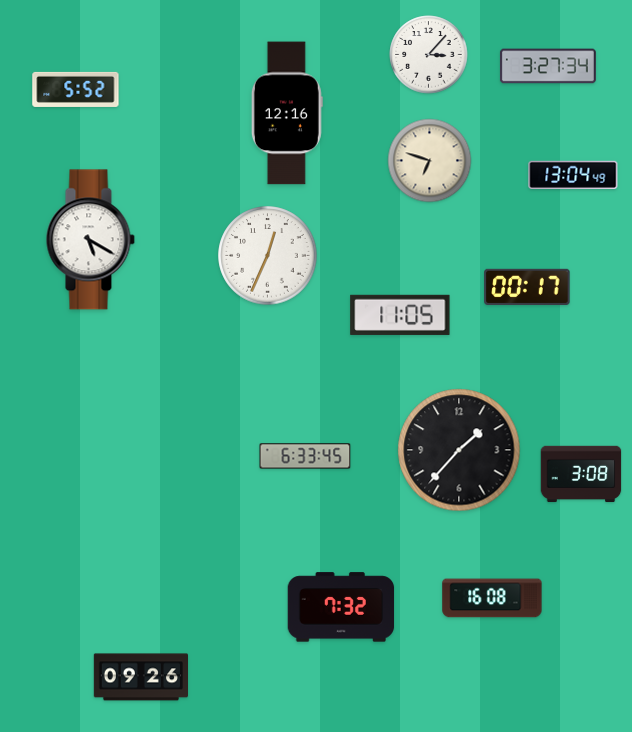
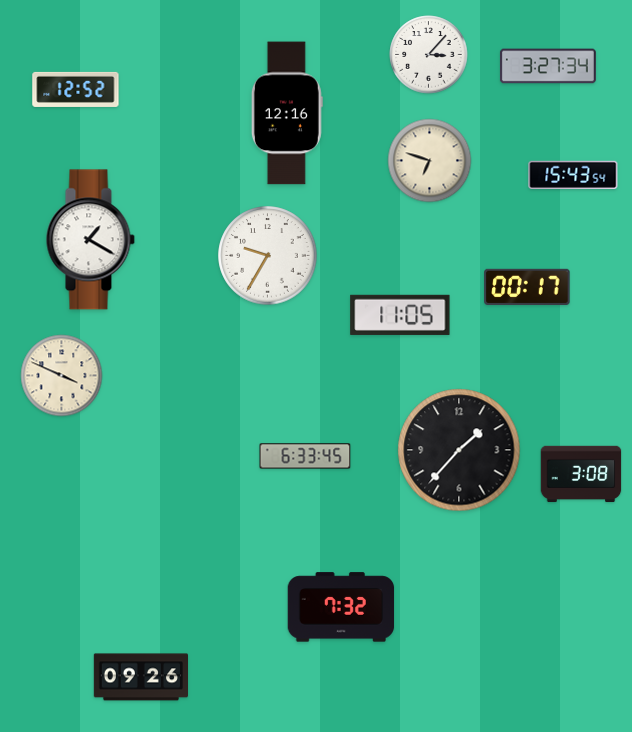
clock at (76, 89): 5:52 -> 12:52
clock at (573, 174): 13:04 -> 15:43
clock at (90, 240): 5:20 -> 1:20
clock at (268, 256): 12:34 -> 9:35
clock at (62, 376): none -> 3:49
clock at (492, 598): 16:08 -> none
